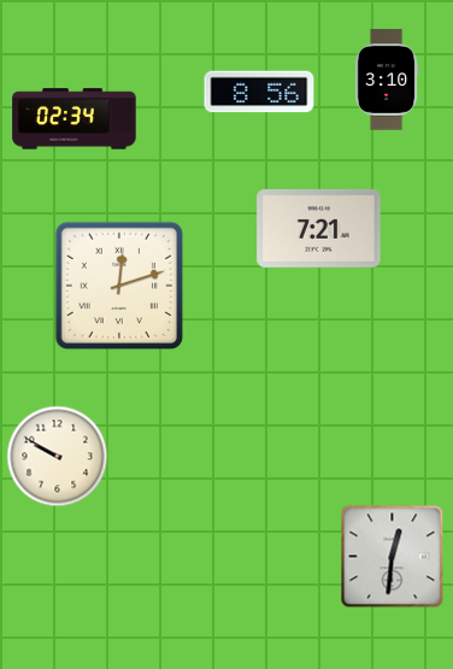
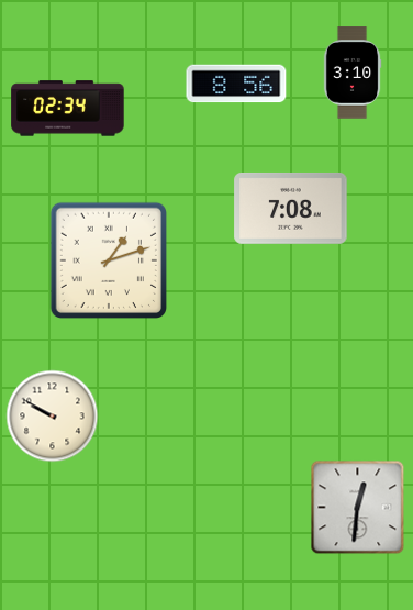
clock at (319, 228): 7:21 -> 7:08
clock at (118, 284): 12:12 -> 1:12
